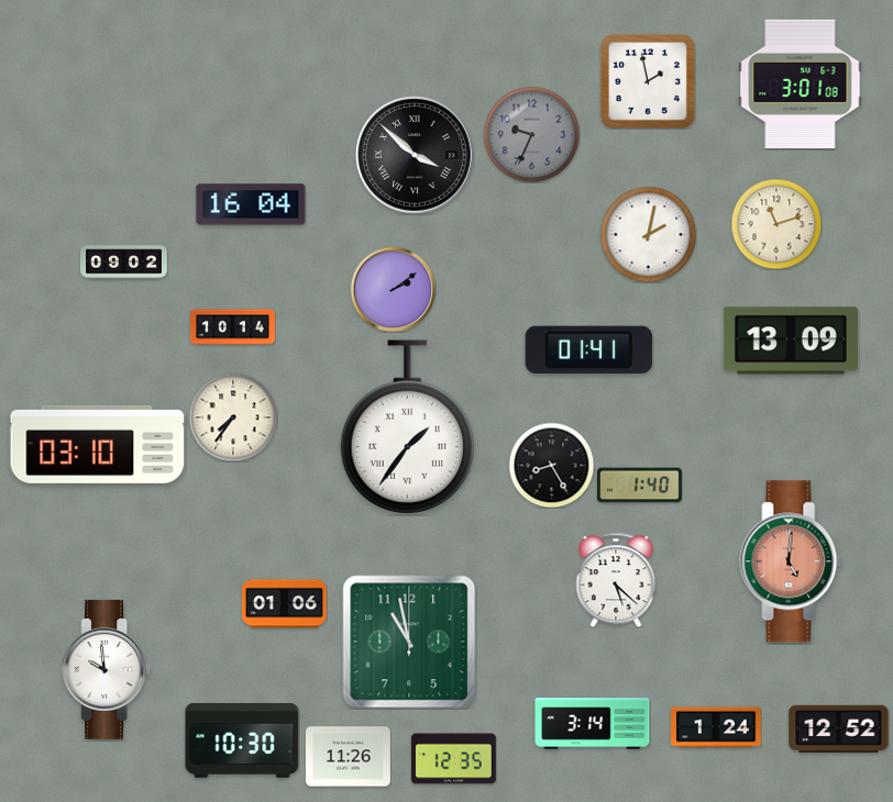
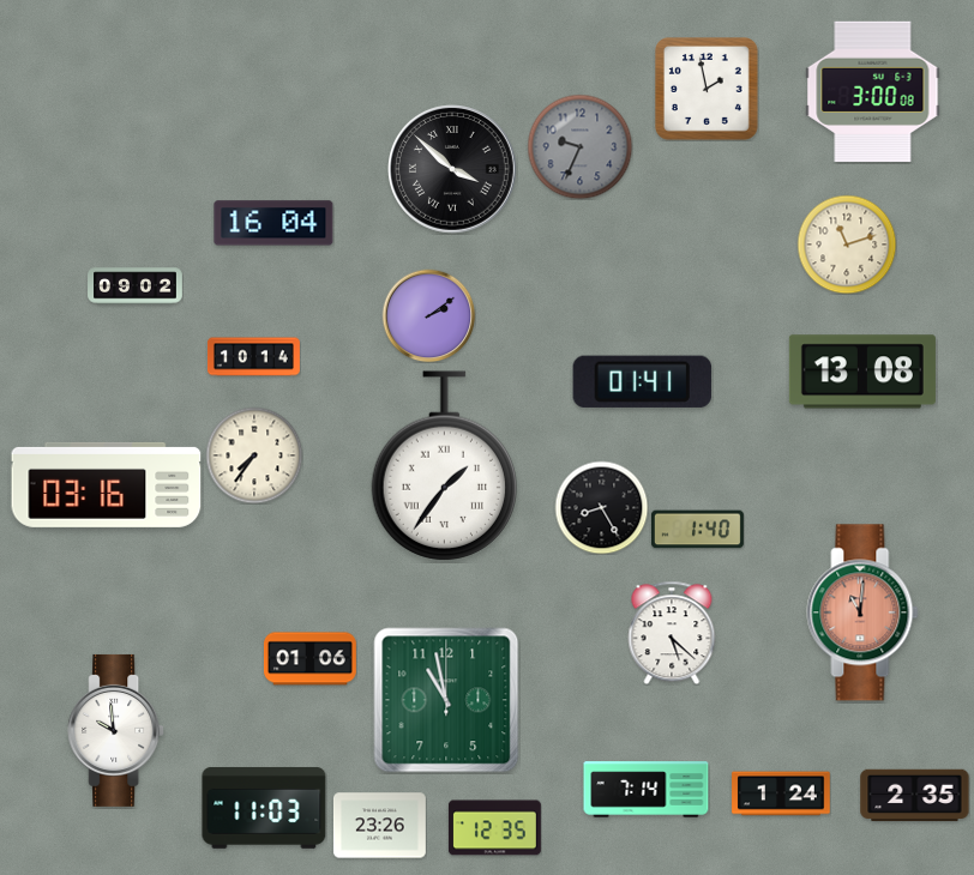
clock at (801, 83): 3:01 -> 3:00
clock at (648, 234): 2:02 -> none
clock at (791, 341): 13:09 -> 13:08
clock at (98, 444): 03:10 -> 03:16
clock at (791, 561): 5:01 -> 11:01
clock at (593, 724): 3:14 -> 7:14
clock at (839, 729): 12:52 -> 2:35
clock at (242, 740): 10:30 -> 11:03
clock at (348, 757): 11:26 -> 23:26
